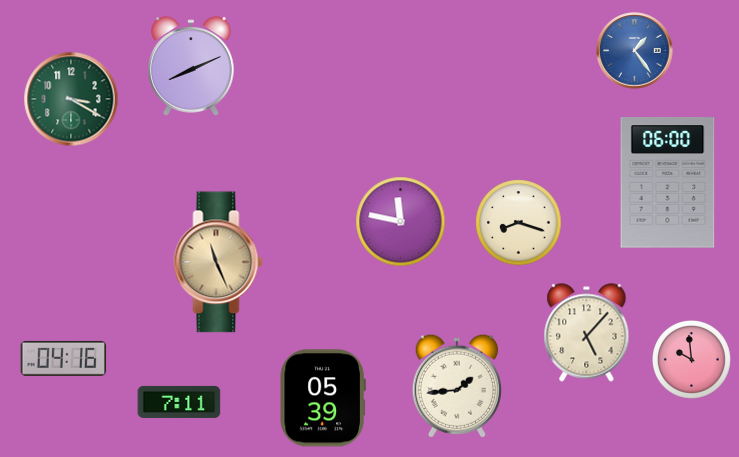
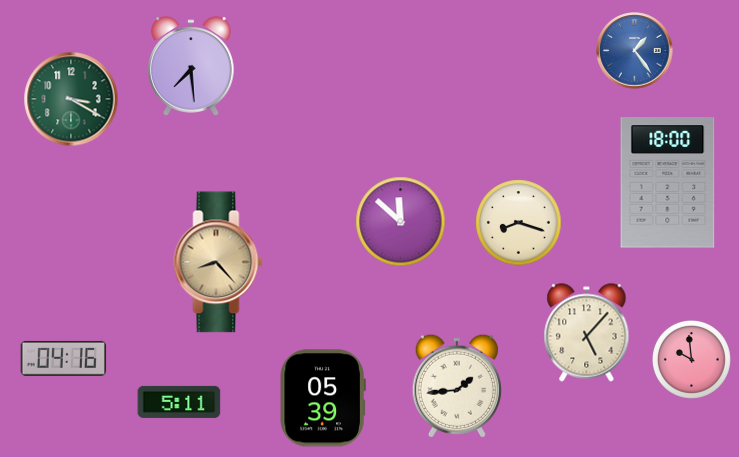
clock at (191, 66): 8:11 -> 7:29
clock at (668, 183): 06:00 -> 18:00
clock at (401, 222): 11:47 -> 11:52
clock at (218, 262): 11:26 -> 8:23
clock at (179, 402): 7:11 -> 5:11
